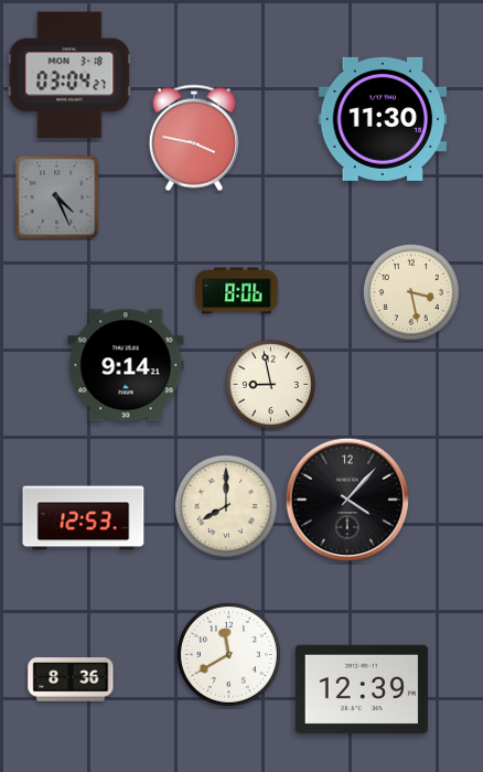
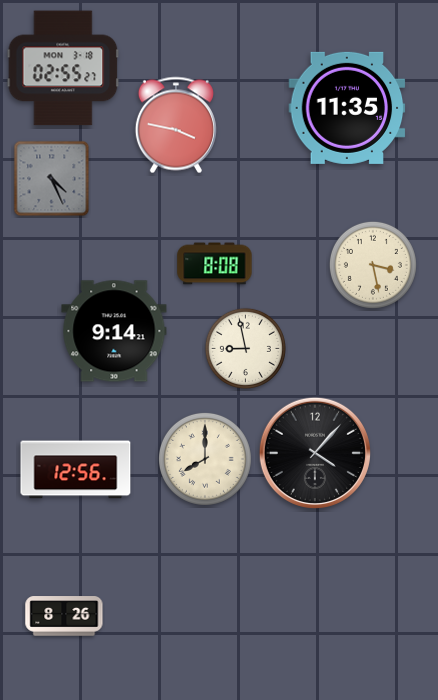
clock at (69, 75): 03:04 -> 02:55
clock at (383, 119): 11:30 -> 11:35
clock at (237, 291): 8:06 -> 8:08
clock at (84, 518): 12:53 -> 12:56
clock at (228, 654): 11:40 -> none
clock at (71, 679): 8:36 -> 8:26
clock at (362, 689): 12:39 -> none
